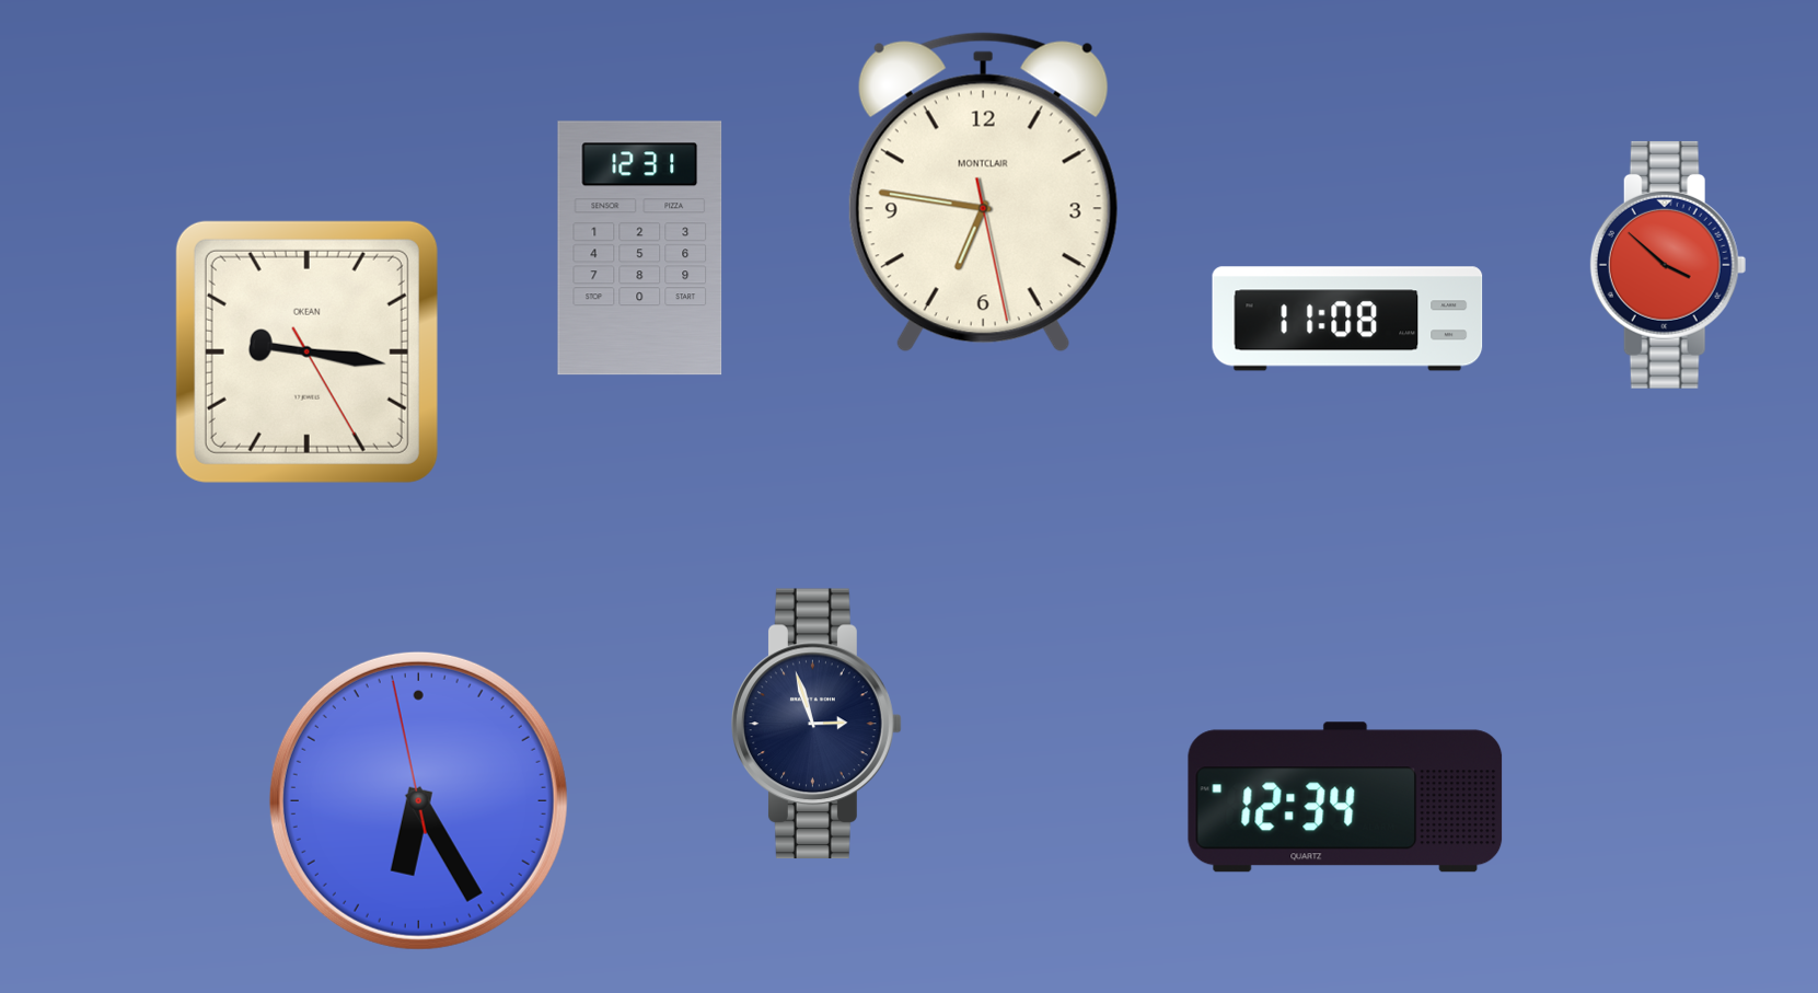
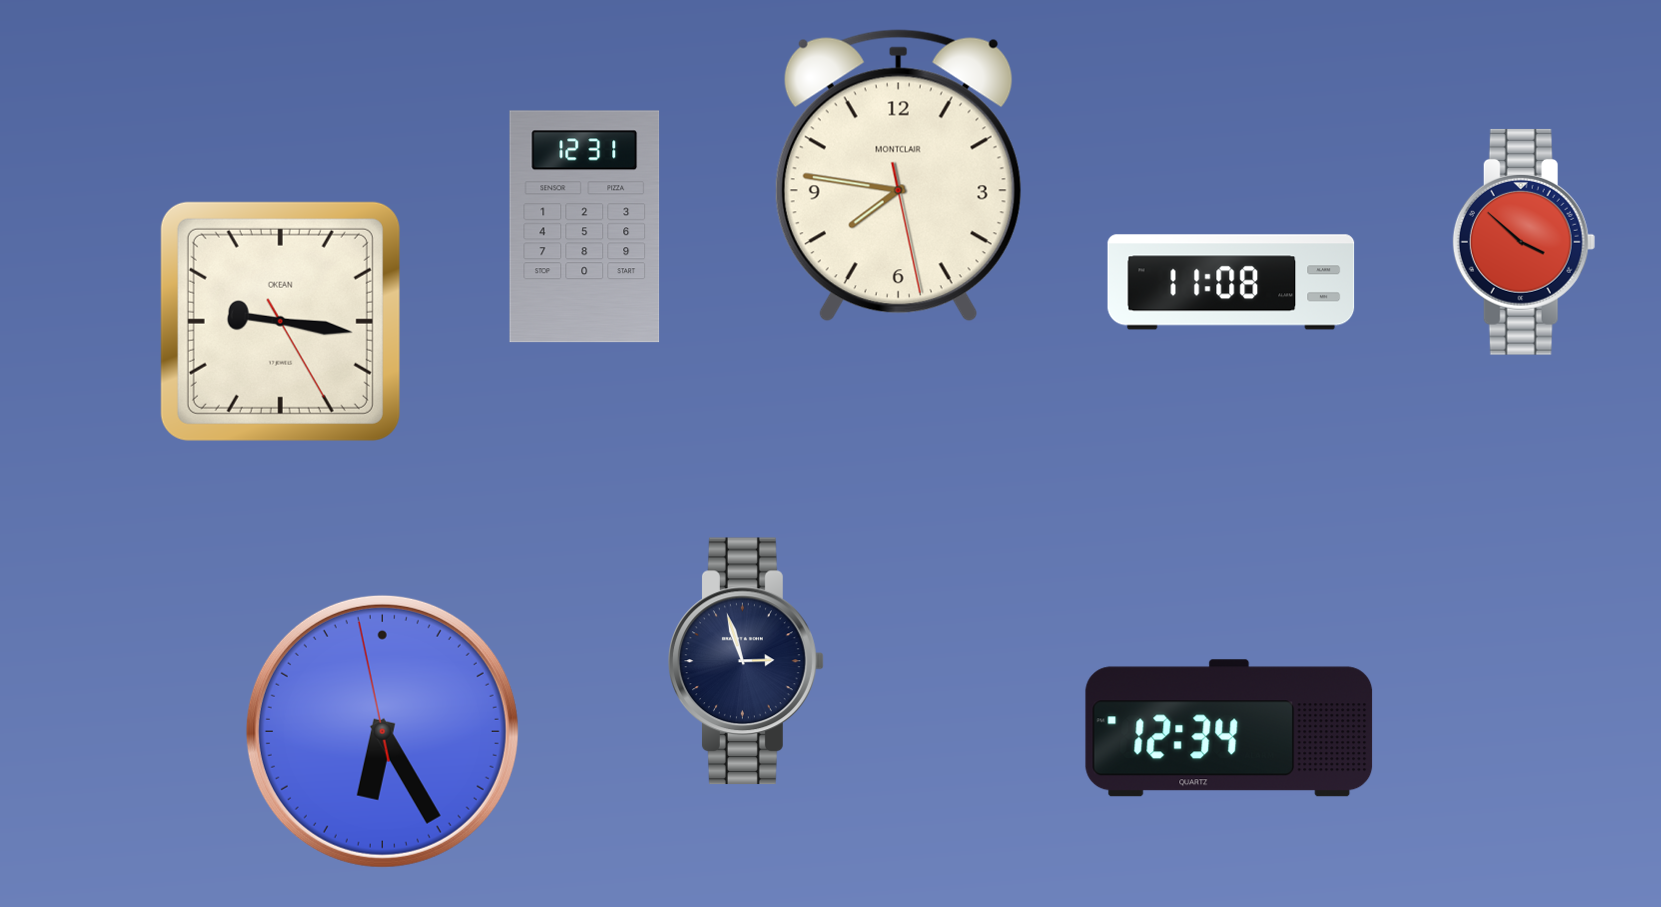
clock at (983, 193): 6:46 -> 7:46
clock at (1347, 319) position: (1347, 319) -> (1231, 282)
